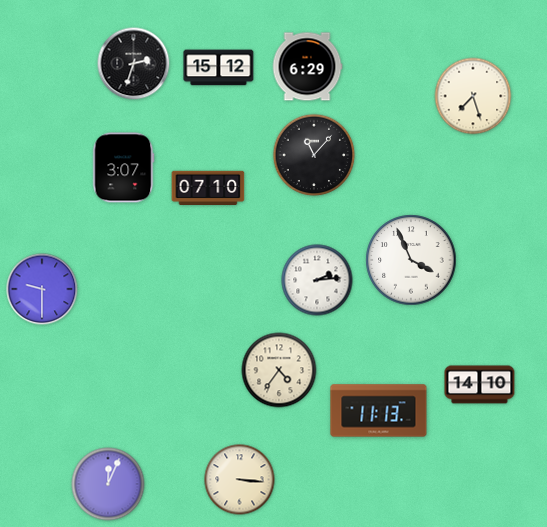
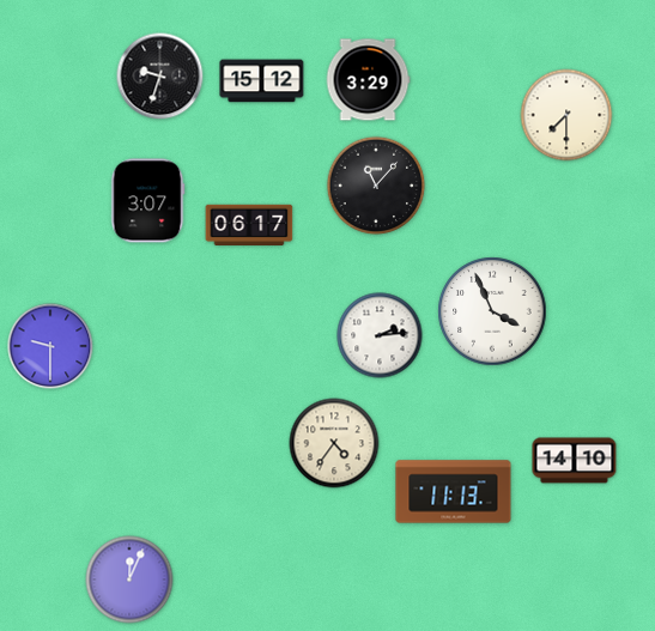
clock at (134, 64): 2:33 -> 9:33
clock at (307, 67): 6:29 -> 3:29
clock at (473, 96): 7:27 -> 7:30
clock at (208, 188): 07:10 -> 06:17
clock at (240, 480): 3:16 -> none
